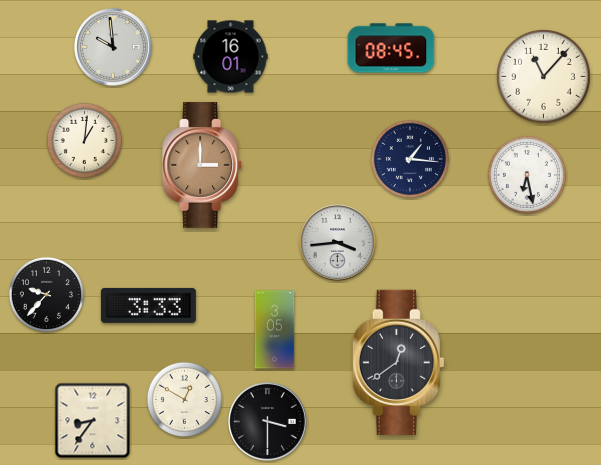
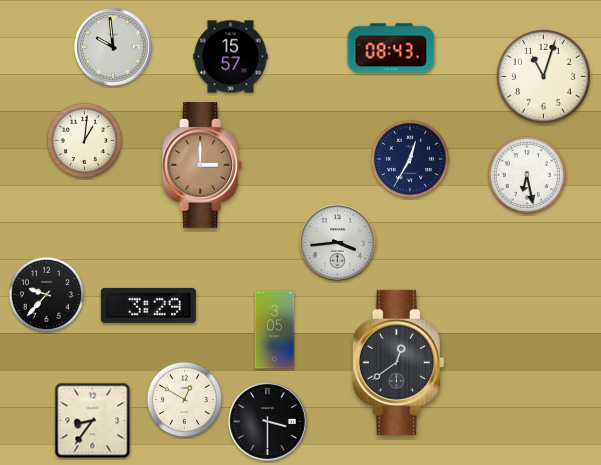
clock at (391, 48): 08:45 -> 08:43
clock at (231, 57): 16:01 -> 15:57
clock at (543, 76): 11:07 -> 11:03
clock at (410, 159): 1:16 -> 12:35
clock at (148, 305): 3:33 -> 3:29
